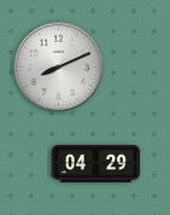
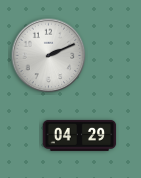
clock at (59, 68): 8:11 -> 2:11
